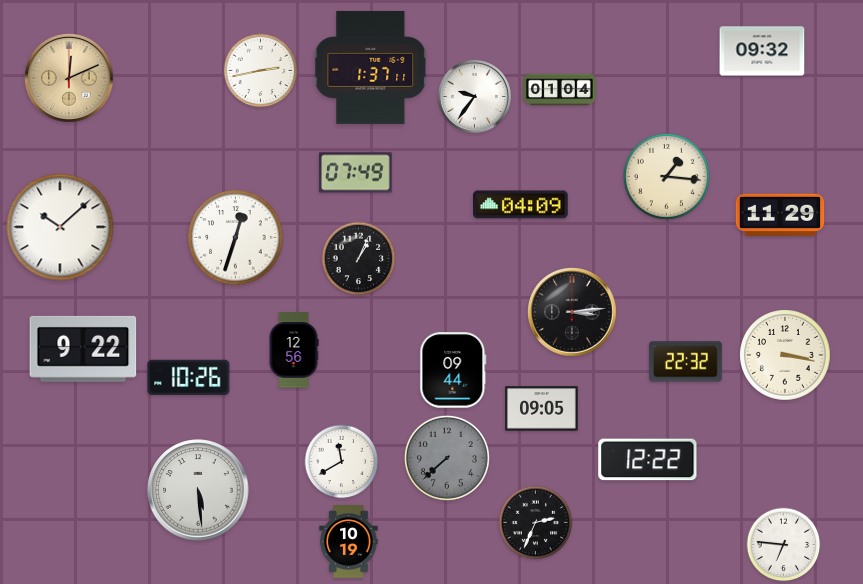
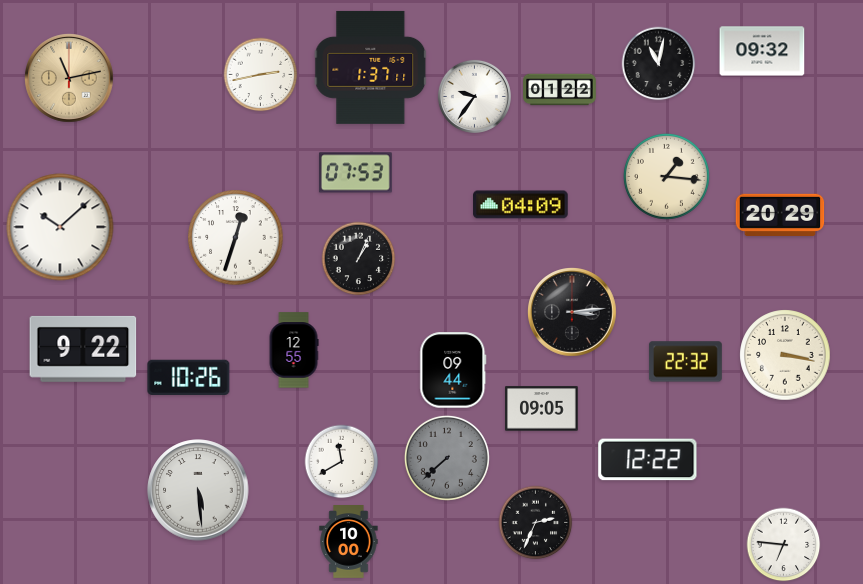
clock at (659, 64): none -> 11:02
clock at (261, 71) position: (261, 71) -> (261, 75)
clock at (70, 79): 12:11 -> 11:13
clock at (560, 90): 01:04 -> 01:22
clock at (355, 173): 07:49 -> 07:53
clock at (780, 215): 11:29 -> 20:29
clock at (294, 350): 12:56 -> 12:55
clock at (349, 542): 10:19 -> 10:00
